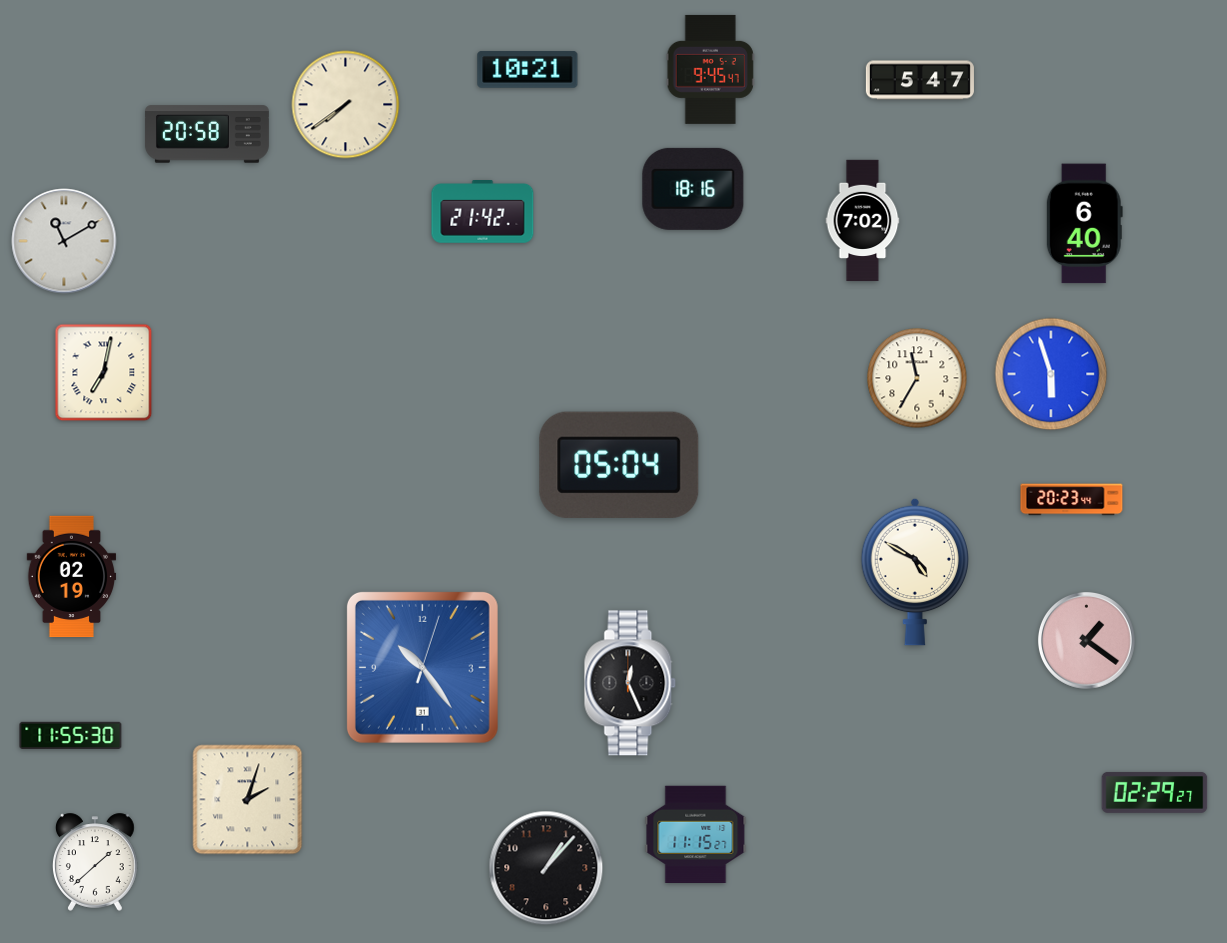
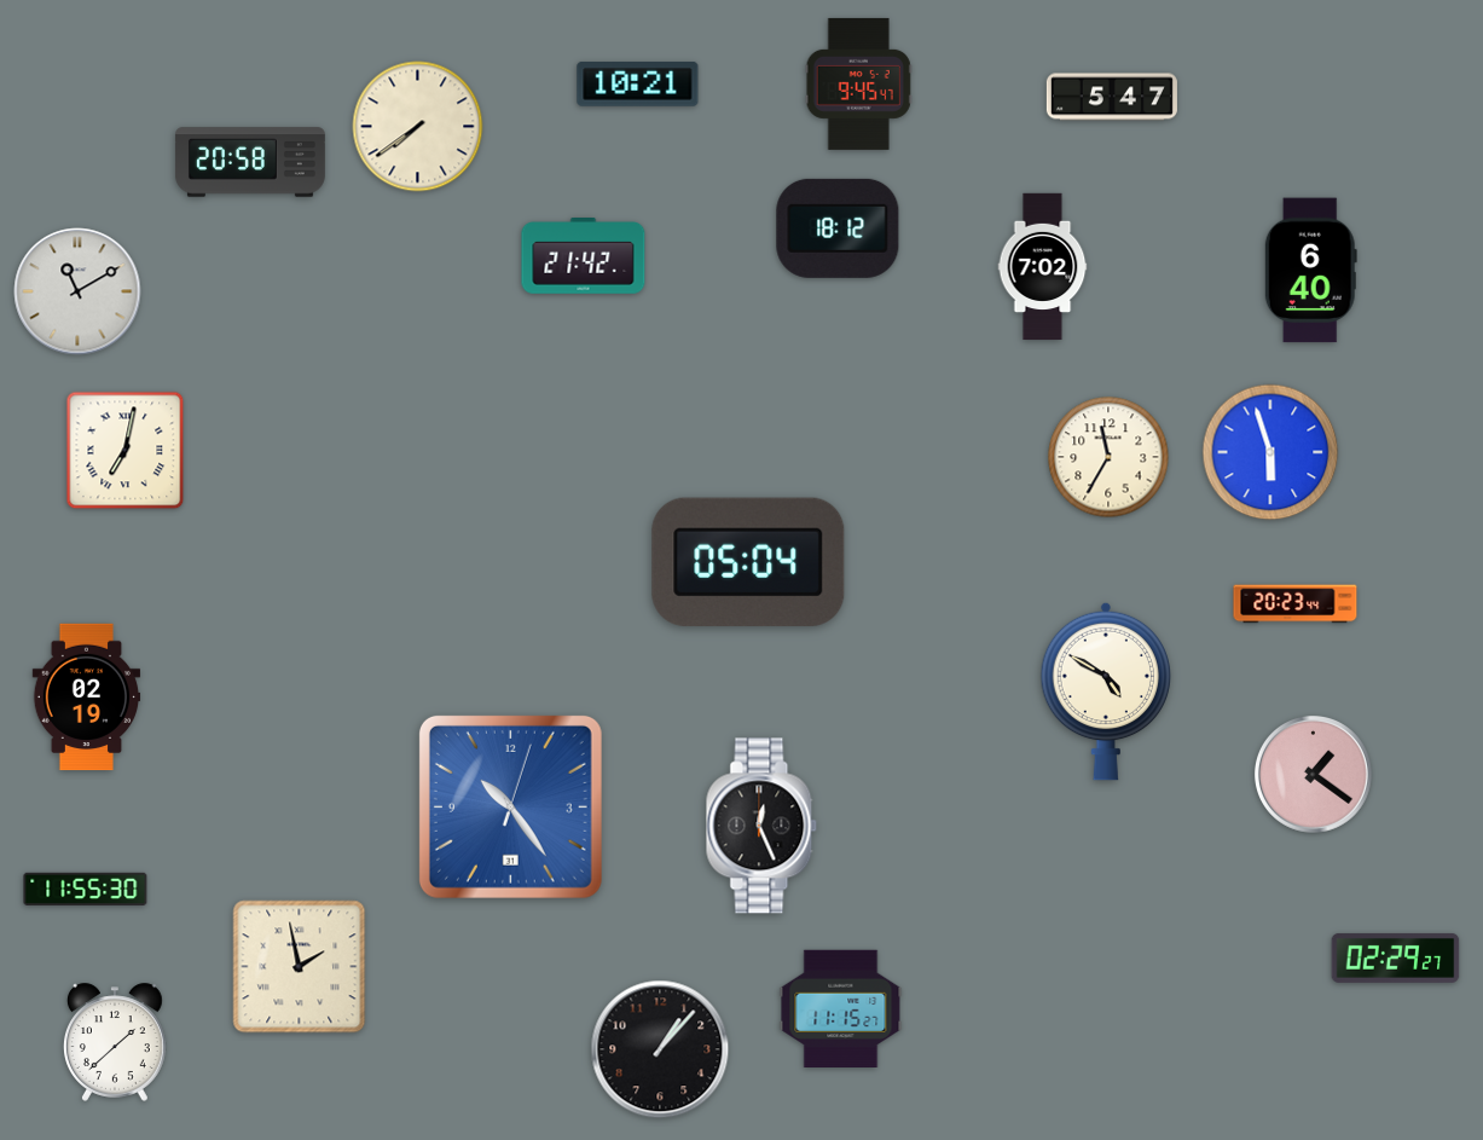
clock at (693, 189): 18:16 -> 18:12
clock at (248, 800): 2:03 -> 1:58
